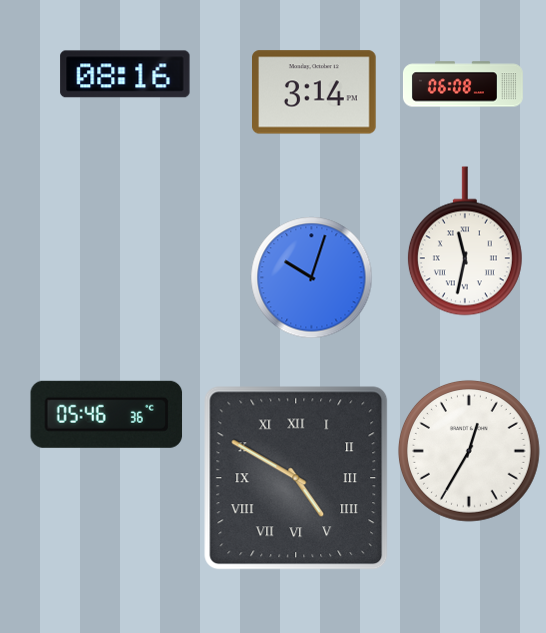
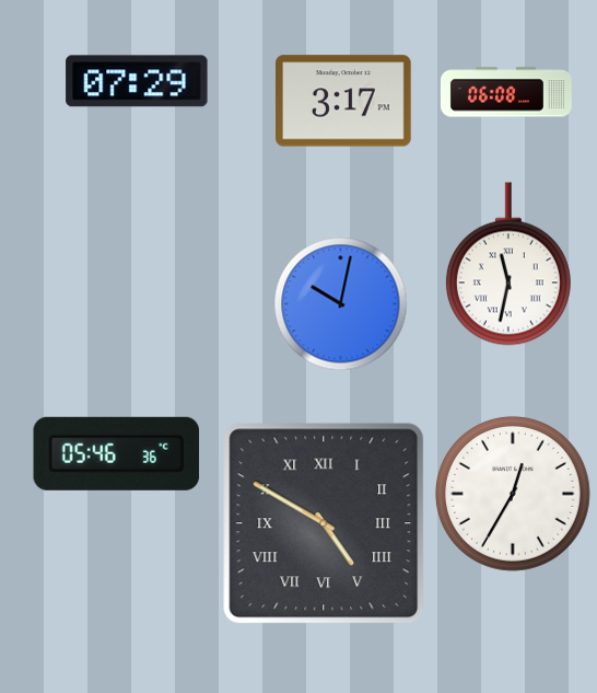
clock at (125, 74): 08:16 -> 07:29
clock at (315, 92): 3:14 -> 3:17
clock at (312, 278): 10:03 -> 10:02
